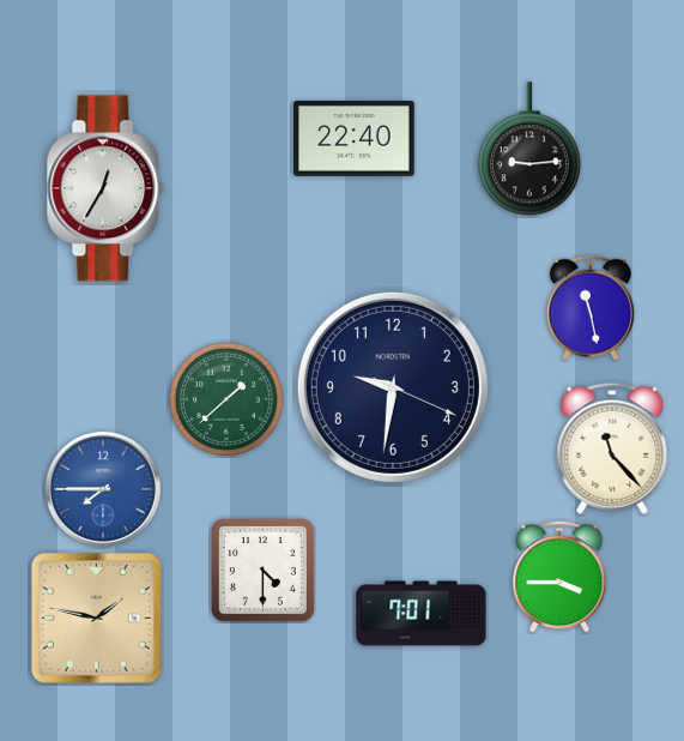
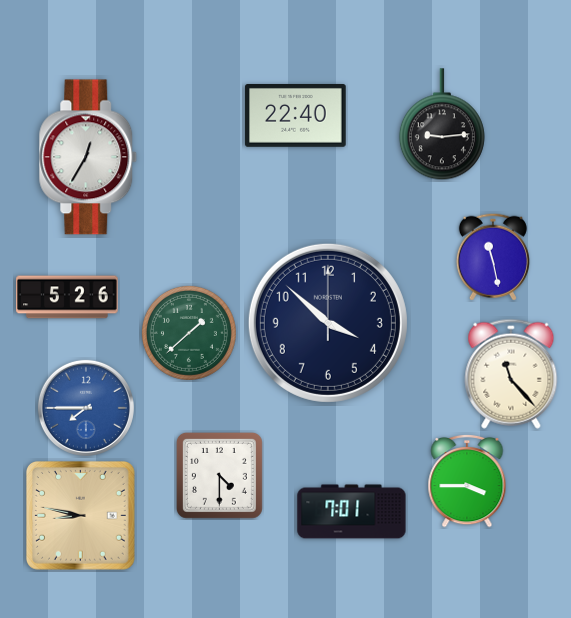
clock at (67, 297): none -> 5:26
clock at (393, 387): 9:31 -> 3:52
clock at (96, 617): 1:47 -> 8:47
